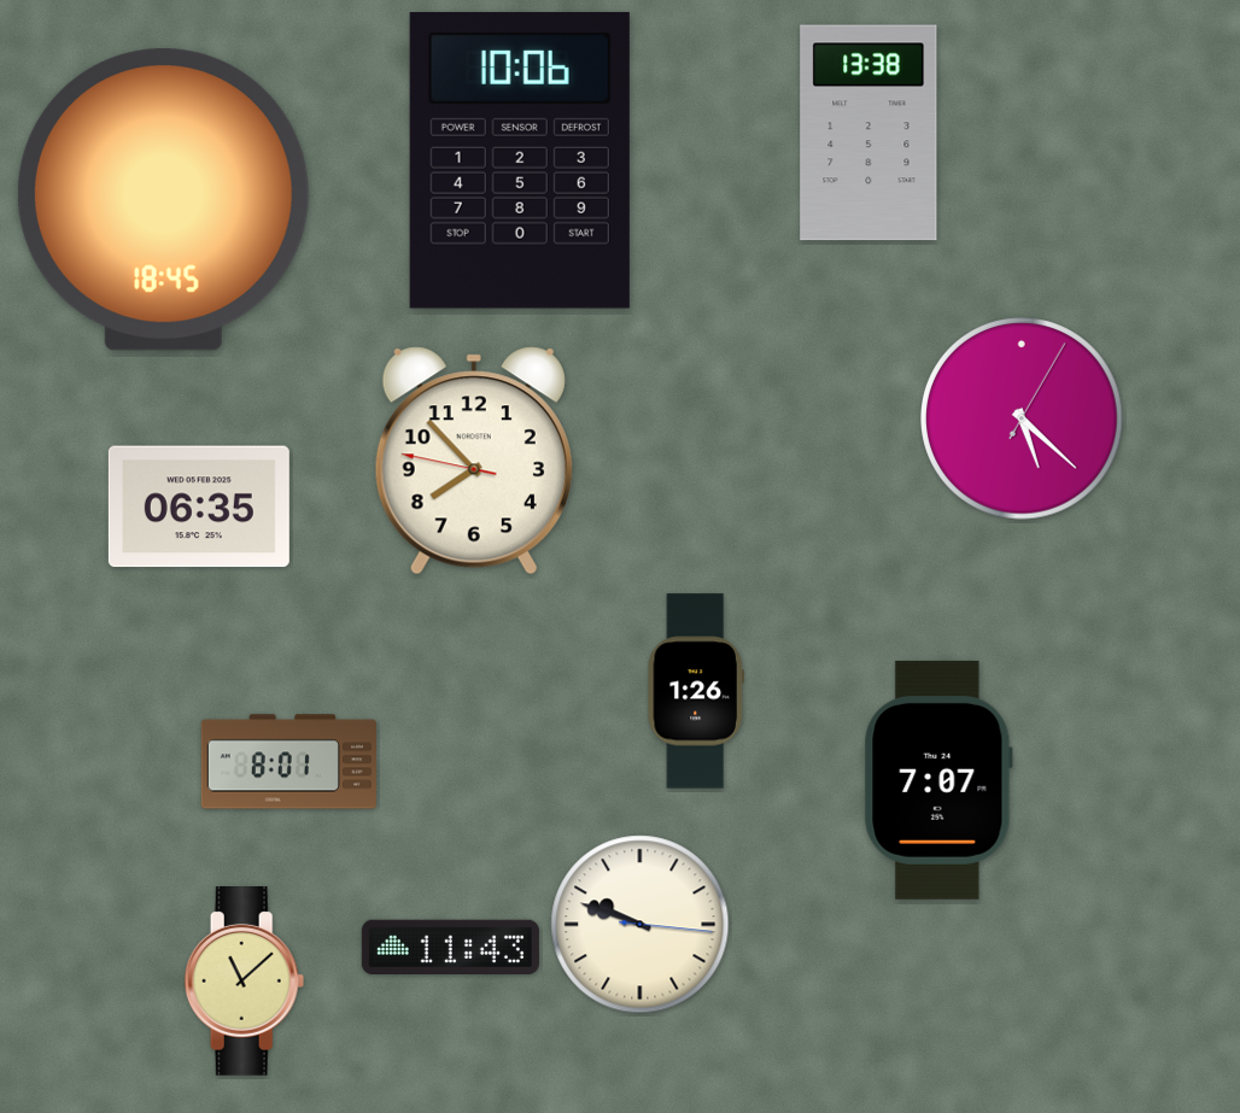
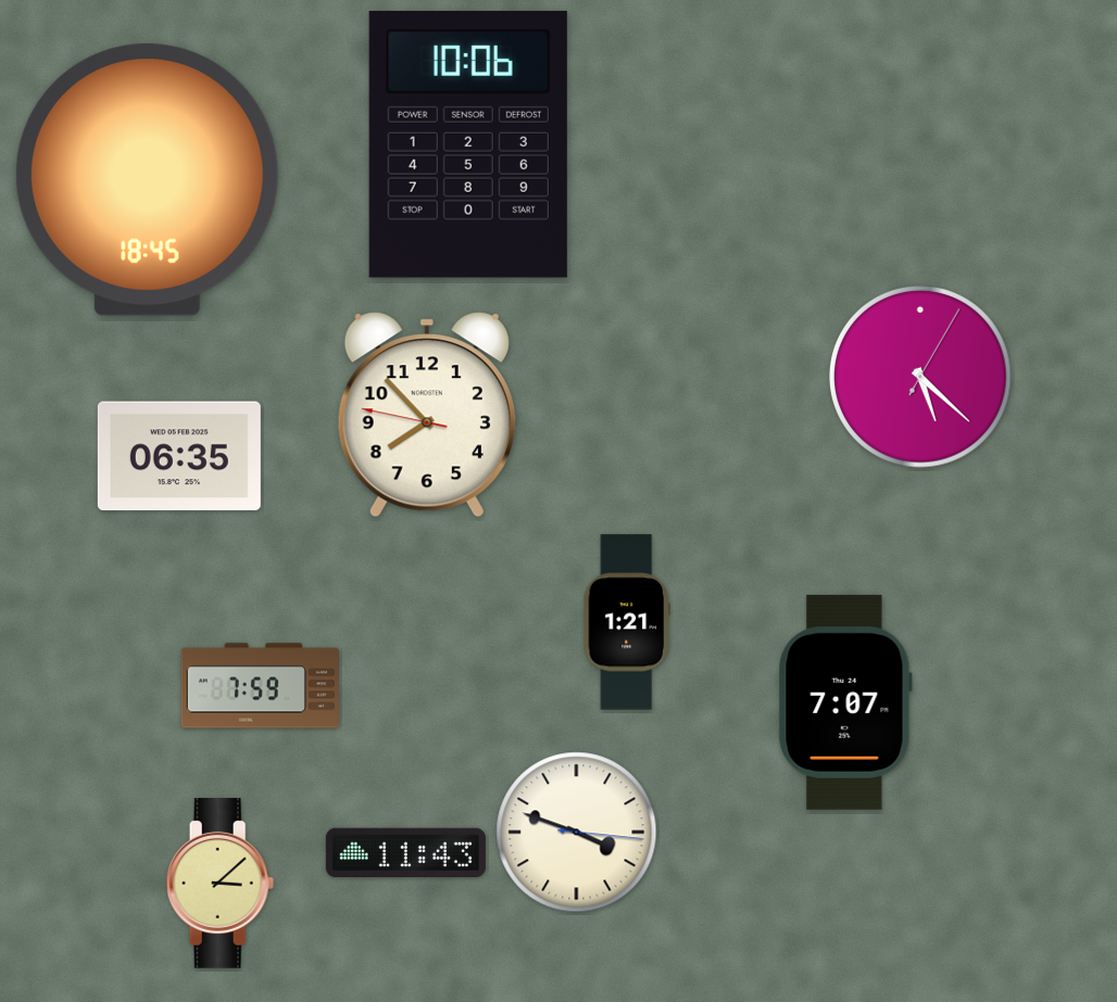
clock at (868, 133): 13:38 -> none
clock at (696, 691): 1:26 -> 1:21
clock at (288, 762): 8:01 -> 7:59
clock at (641, 925): 9:48 -> 3:48
clock at (245, 982): 11:08 -> 3:08
